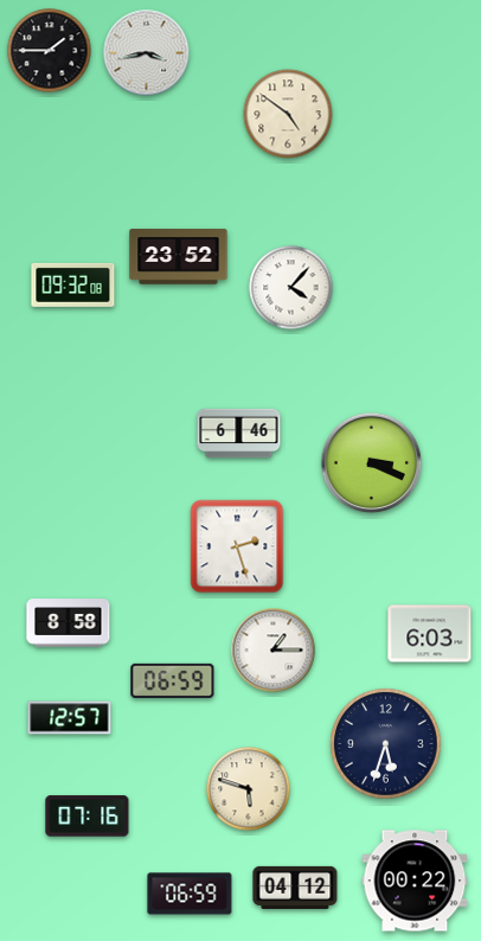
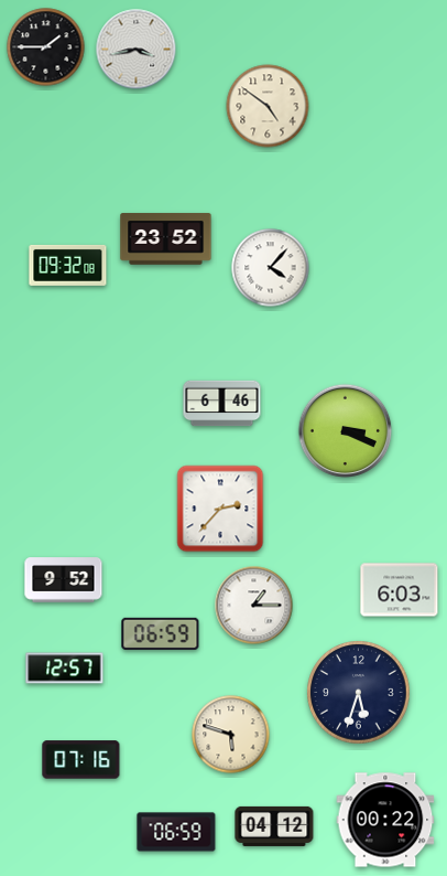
clock at (237, 546): 2:27 -> 2:37
clock at (69, 623): 8:58 -> 9:52
